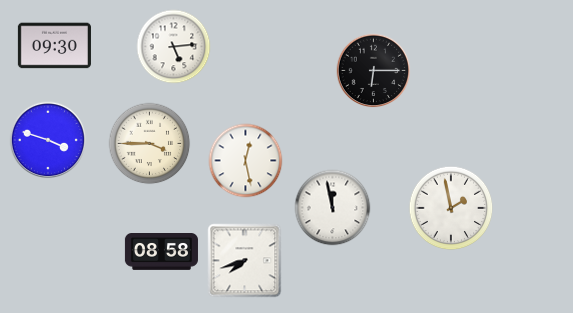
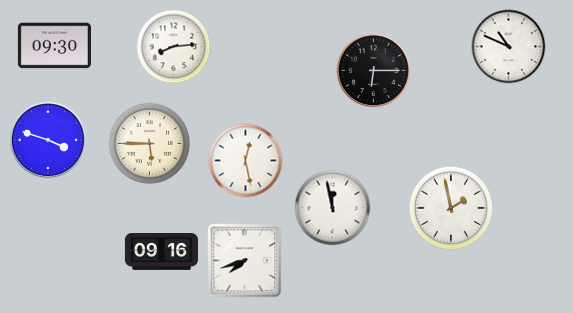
clock at (174, 47): 5:14 -> 8:14
clock at (509, 47): none -> 10:49
clock at (150, 144): 3:45 -> 5:45
clock at (161, 252): 08:58 -> 09:16
